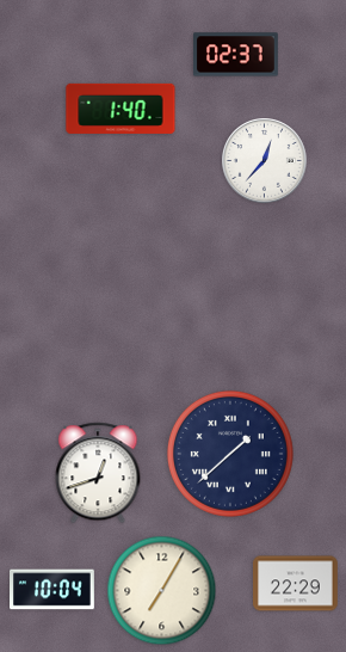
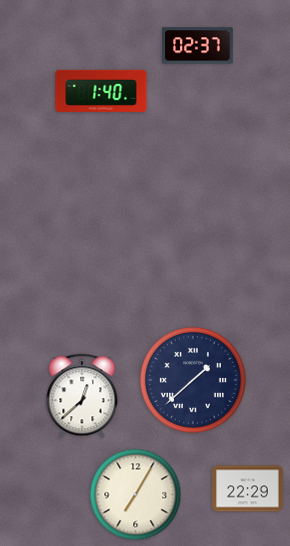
clock at (265, 161): 12:37 -> none
clock at (98, 473): 12:42 -> 12:38
clock at (52, 590): 10:04 -> none
